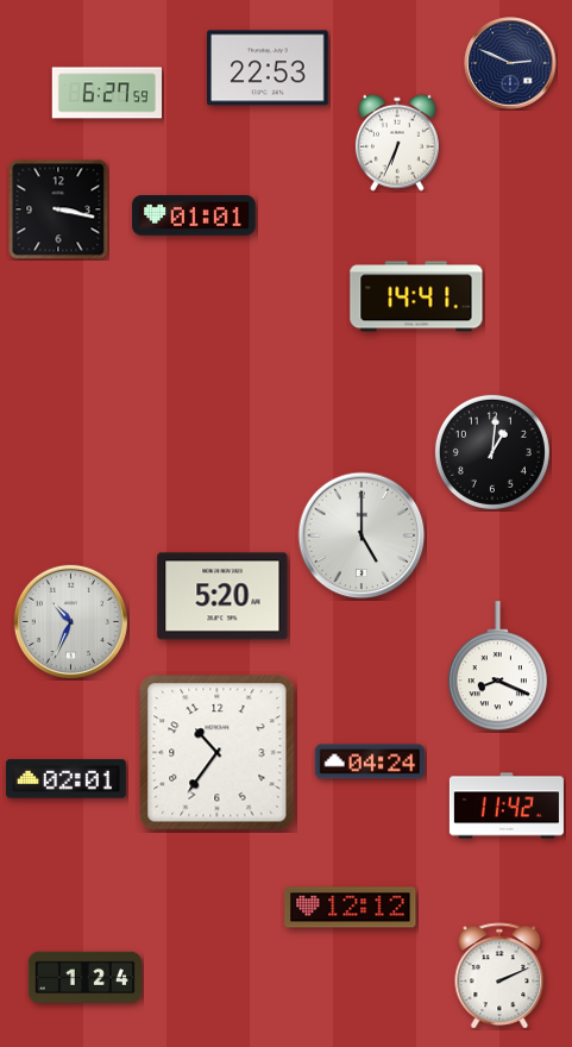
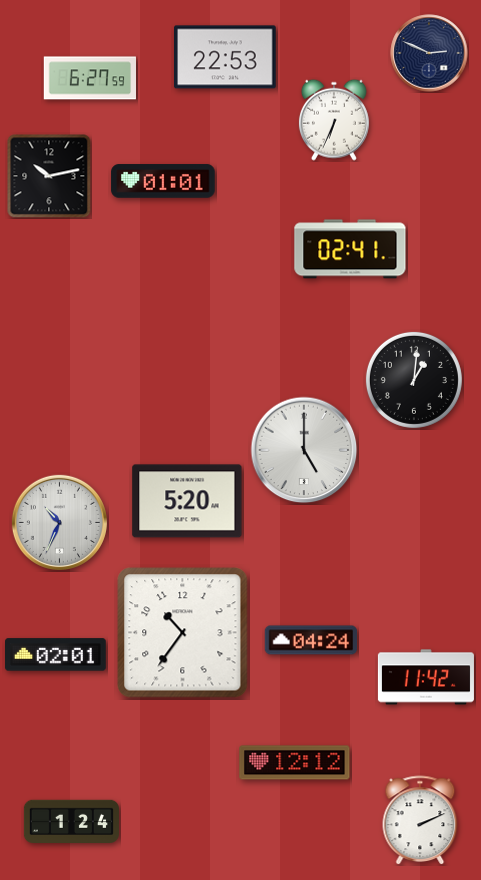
clock at (58, 209): 3:17 -> 10:13
clock at (416, 296): 14:41 -> 02:41
clock at (497, 666): 8:19 -> none
